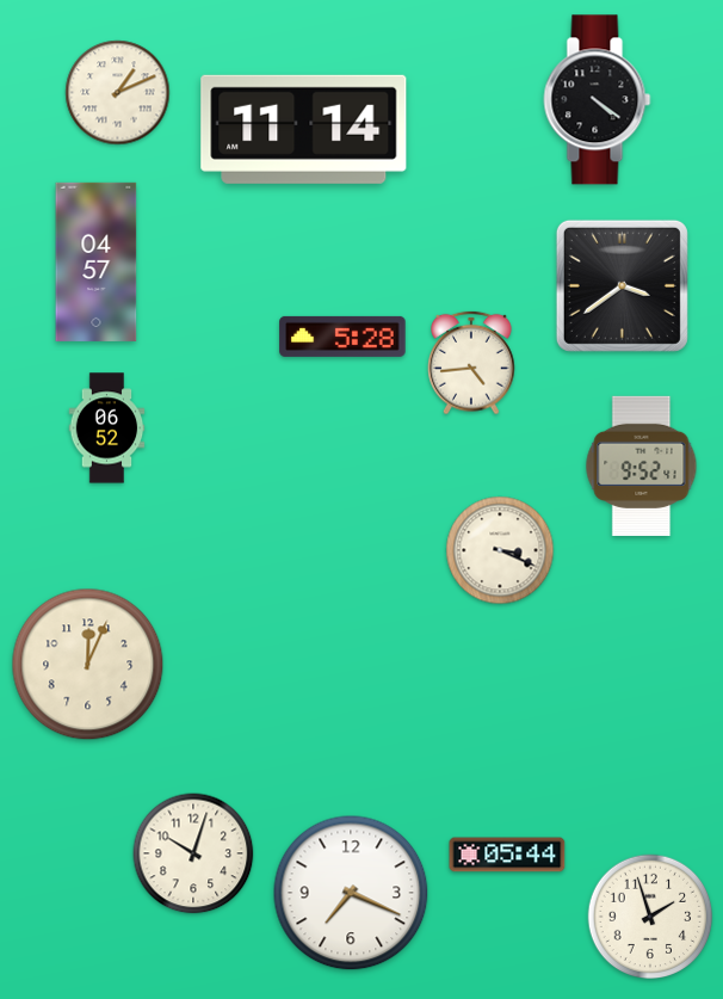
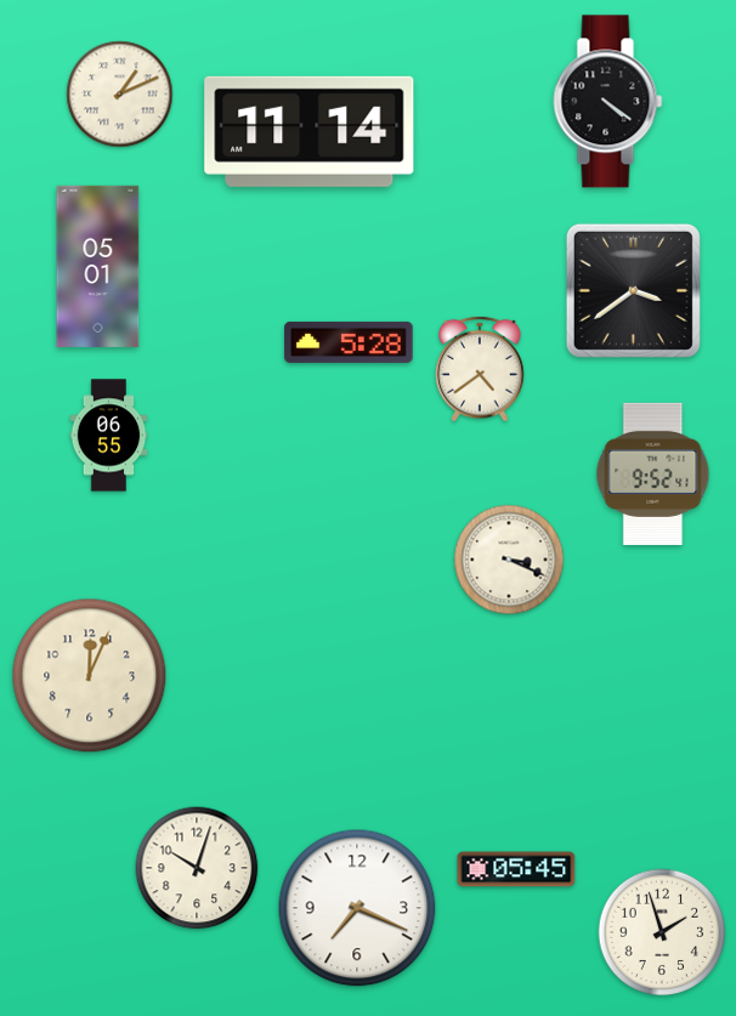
clock at (97, 261): 04:57 -> 05:01
clock at (471, 363): 4:44 -> 4:39
clock at (107, 428): 06:52 -> 06:55
clock at (507, 855): 05:44 -> 05:45
